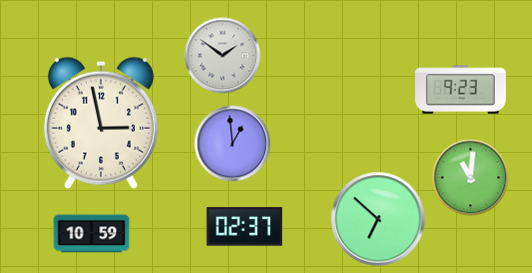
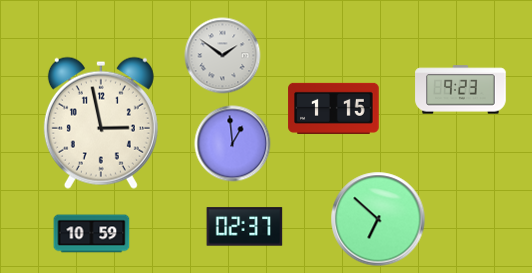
clock at (334, 108): none -> 1:15
clock at (471, 178): 11:01 -> none
